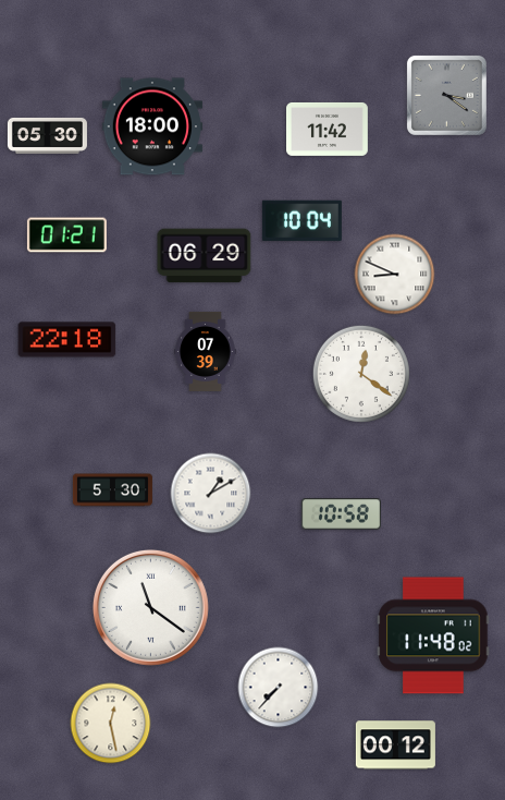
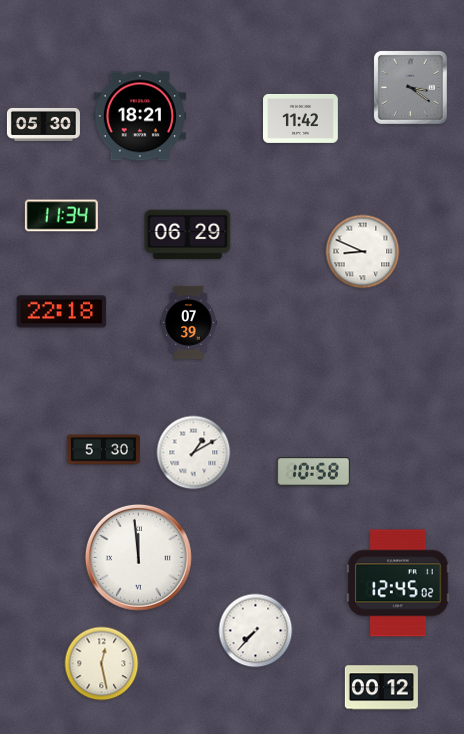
clock at (151, 126): 18:00 -> 18:21
clock at (301, 220): 10:04 -> none
clock at (66, 235): 01:21 -> 11:34
clock at (361, 374): 12:21 -> none
clock at (150, 607): 11:21 -> 11:59
clock at (433, 635): 11:48 -> 12:45
clock at (395, 746) position: (395, 746) -> (381, 688)
